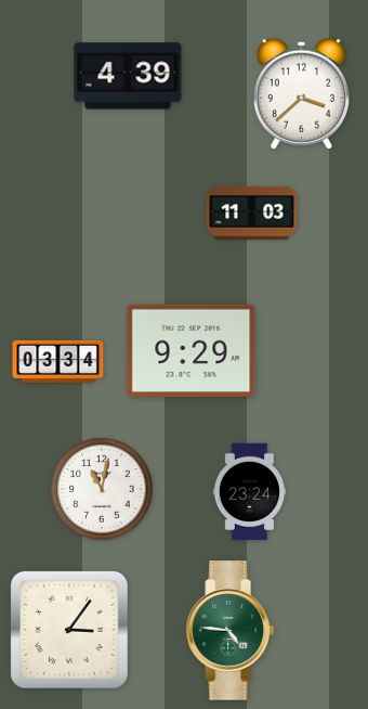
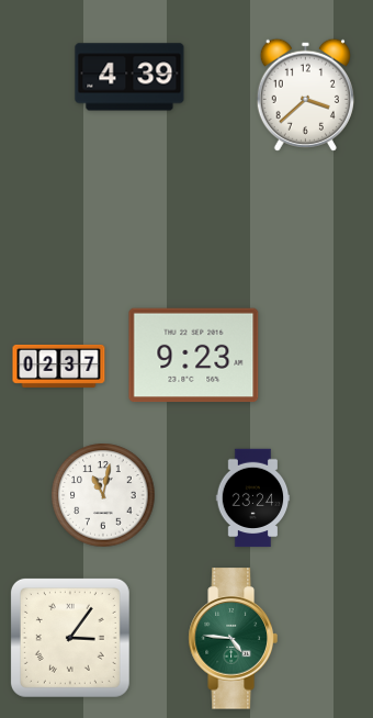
clock at (252, 214): 11:03 -> none
clock at (192, 351): 9:29 -> 9:23
clock at (58, 361): 03:34 -> 02:37
